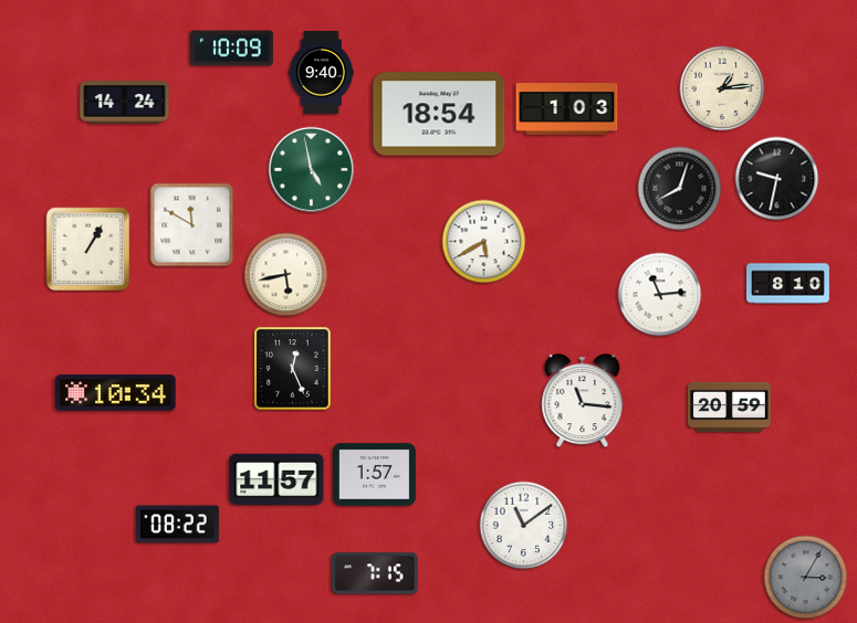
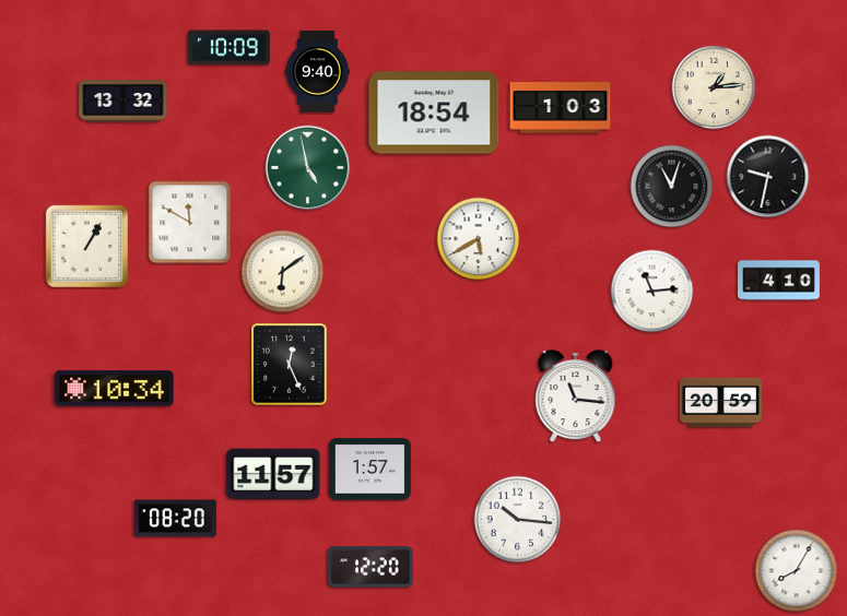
clock at (125, 103): 14:24 -> 13:32
clock at (680, 189): 8:03 -> 11:03
clock at (286, 275): 5:43 -> 6:09
clock at (788, 284): 8:10 -> 4:10
clock at (178, 525): 08:22 -> 08:20
clock at (524, 526): 11:09 -> 10:16
clock at (375, 573): 7:15 -> 12:20
clock at (806, 578): 3:05 -> 8:05
clock at (806, 578) dial: grey -> white
